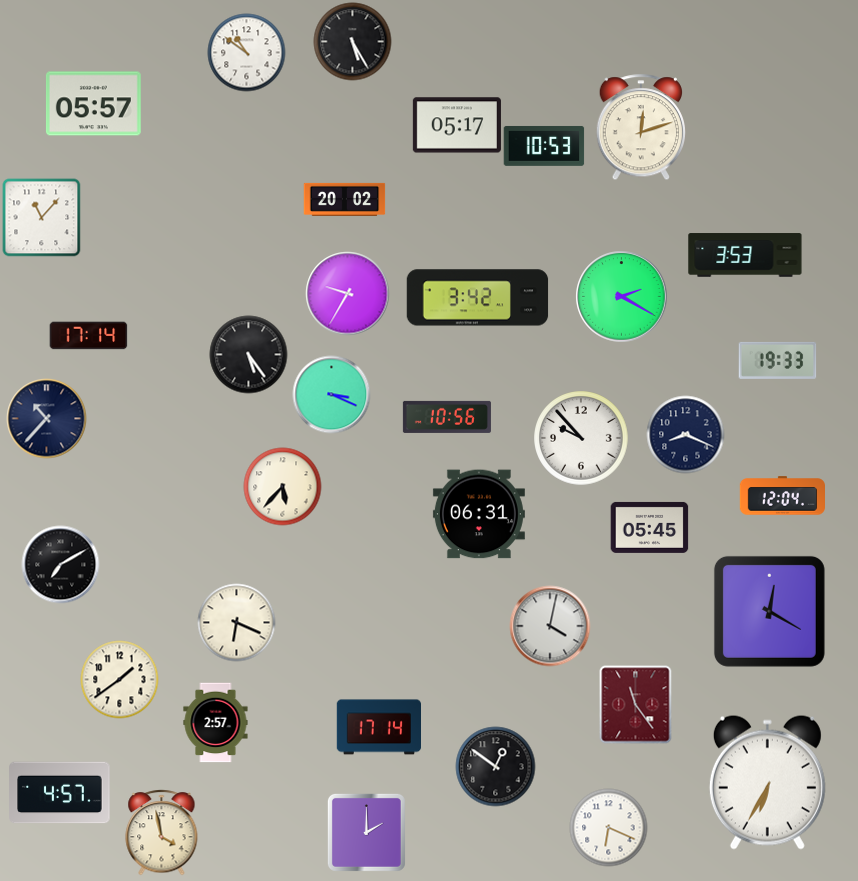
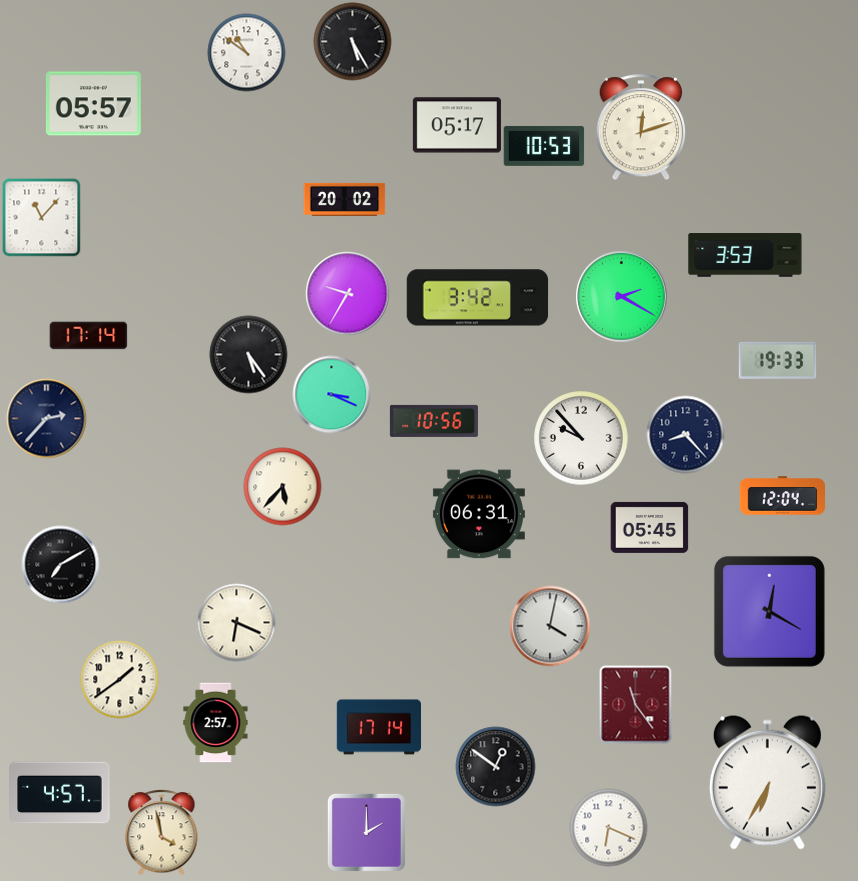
clock at (447, 417) position: (447, 417) -> (434, 421)
clock at (46, 418): 10:37 -> 2:37
clock at (685, 434): 8:19 -> 8:23
